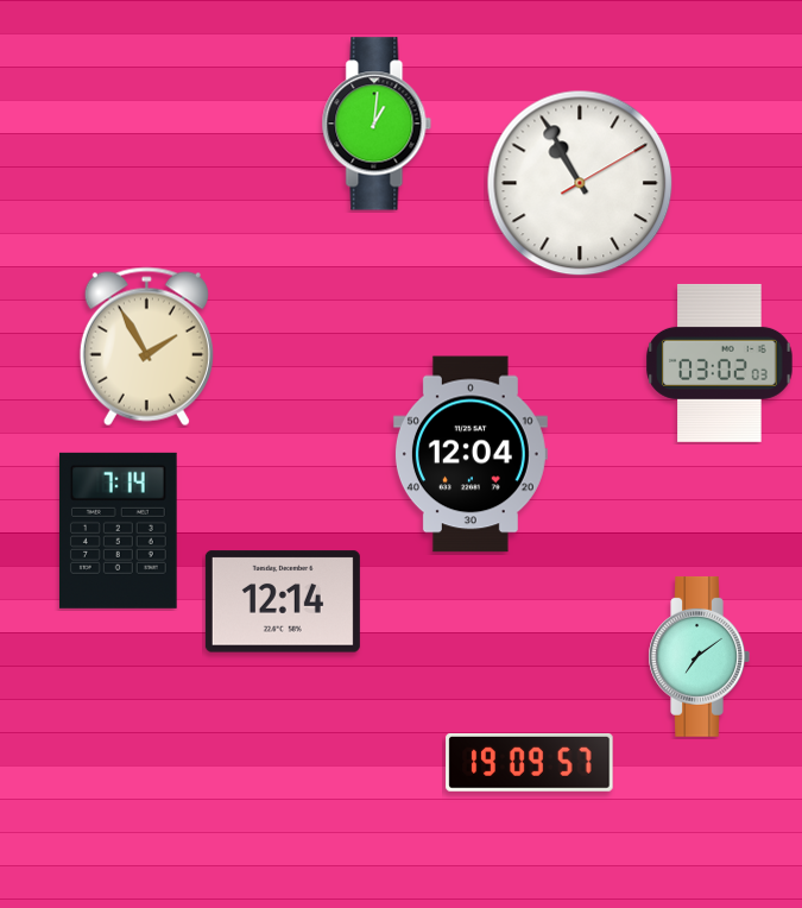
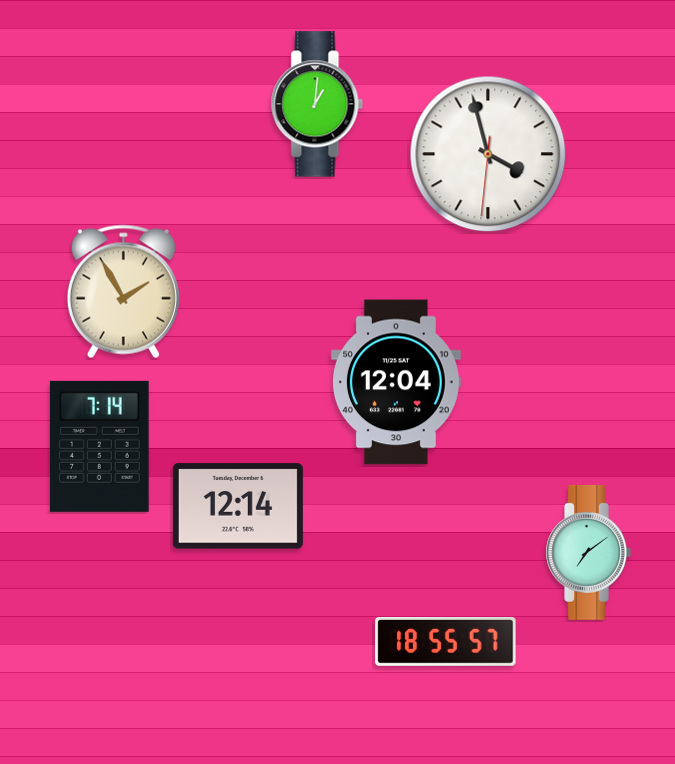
clock at (580, 183): 10:55 -> 3:57
clock at (720, 362): 03:02 -> none
clock at (530, 762): 19:09 -> 18:55
